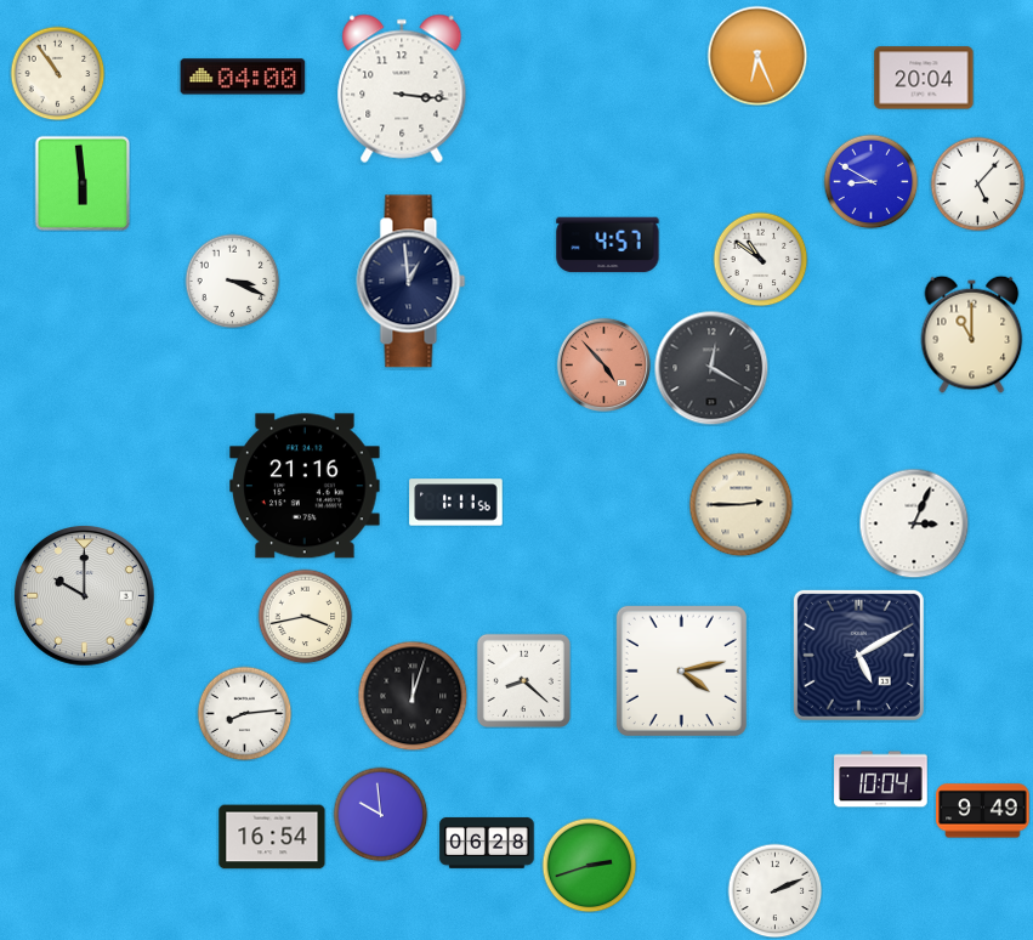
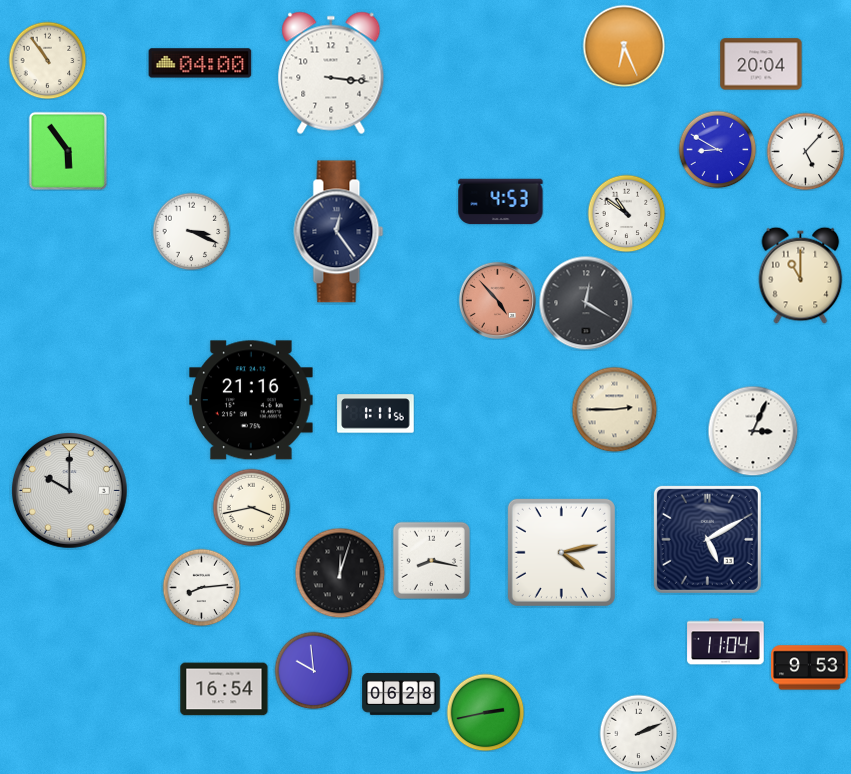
clock at (81, 182): 5:59 -> 5:54
clock at (608, 245): 4:57 -> 4:53
clock at (412, 282): 12:59 -> 12:24
clock at (740, 504) position: (740, 504) -> (614, 409)
clock at (523, 680): 8:22 -> 8:17
clock at (881, 780): 10:04 -> 11:04
clock at (983, 811): 9:49 -> 9:53
clock at (589, 865): 2:42 -> 2:43
